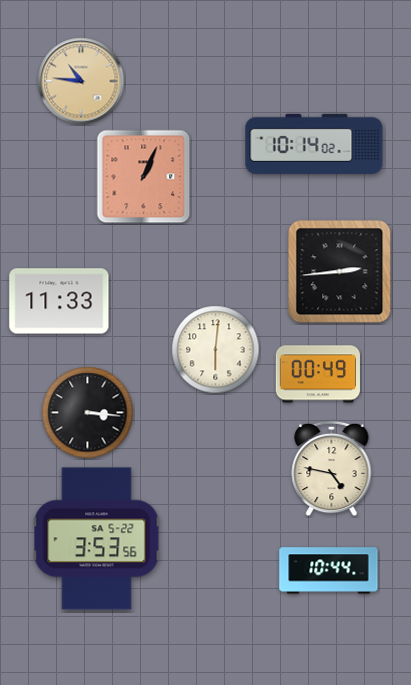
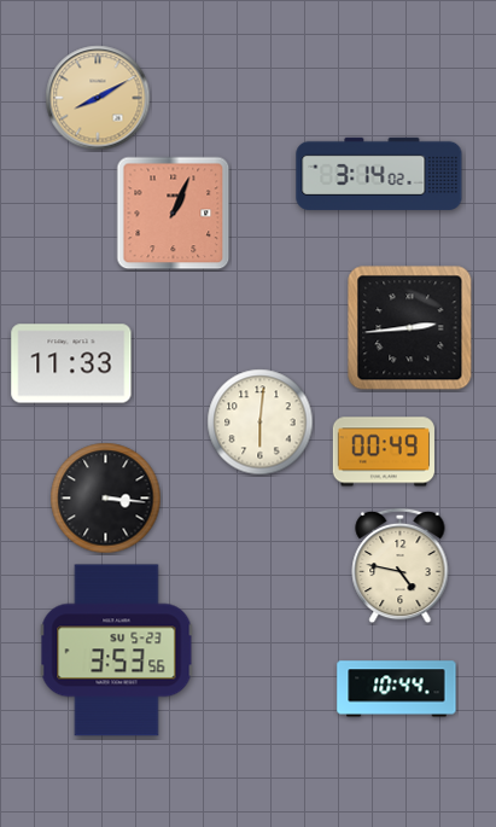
clock at (81, 81): 10:46 -> 8:10
clock at (314, 144): 10:14 -> 3:14
clock at (97, 539) date: SA 5-22 -> SU 5-23
